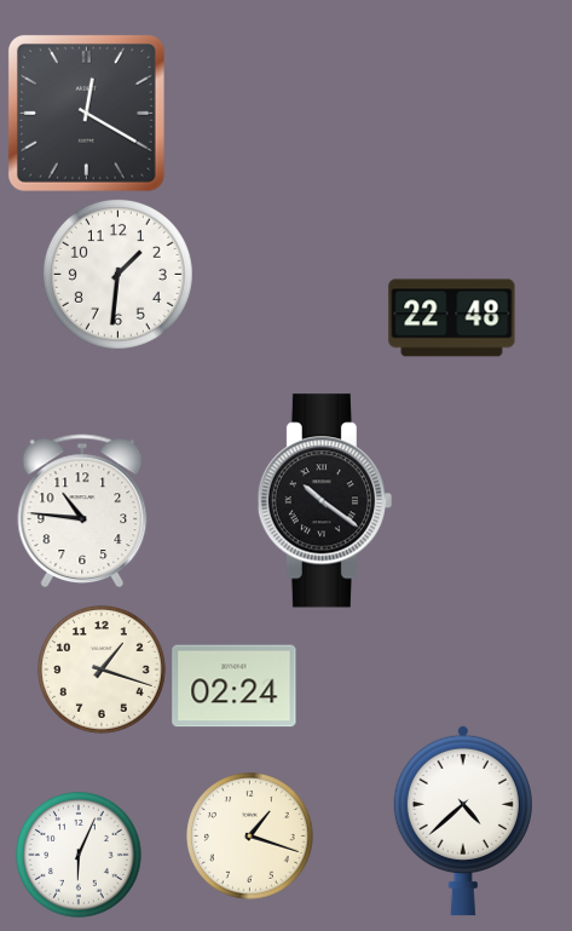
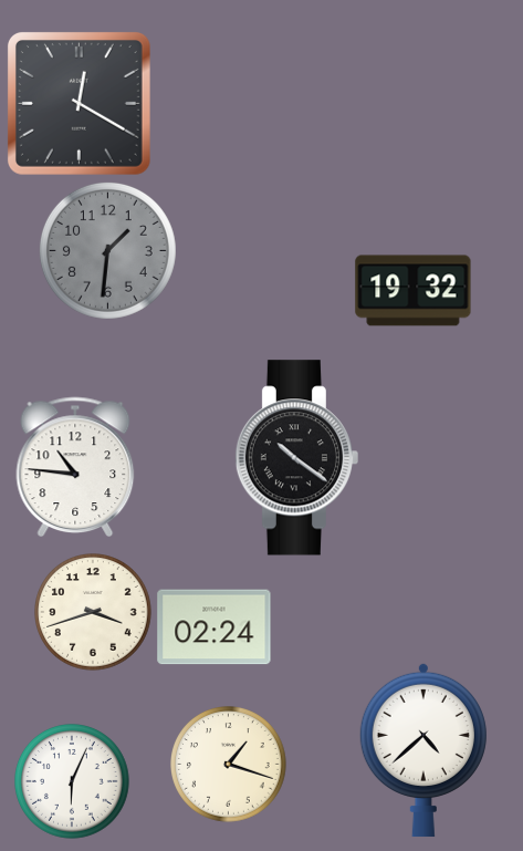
clock at (117, 274) dial: white -> grey
clock at (452, 318): 22:48 -> 19:32
clock at (103, 671): 1:18 -> 3:42
